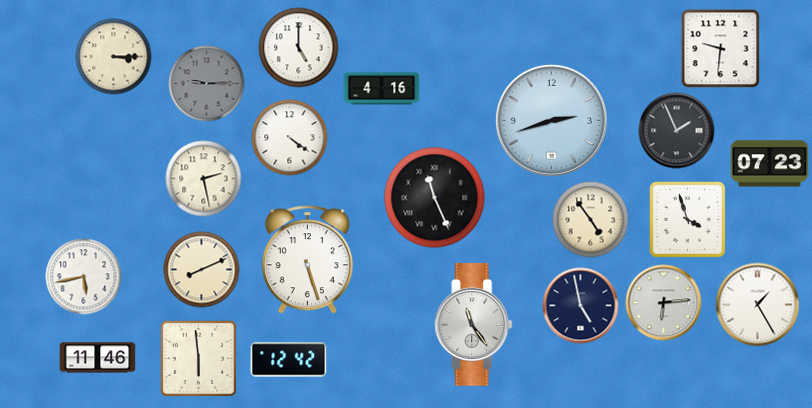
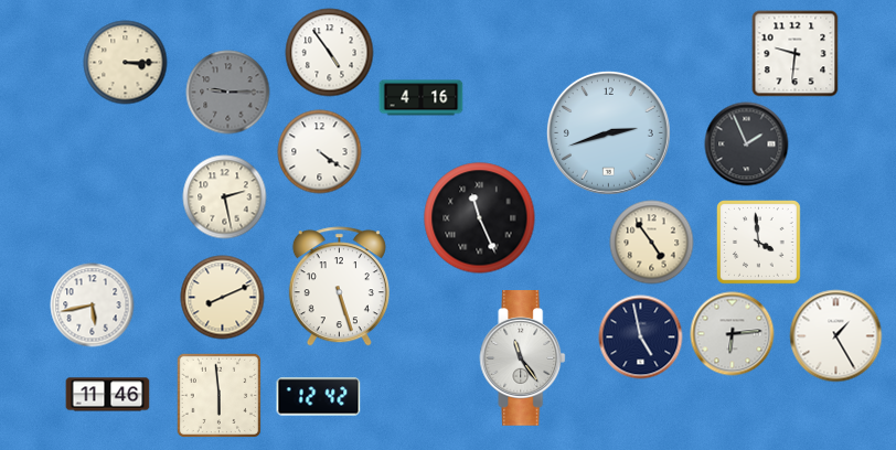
clock at (299, 48): 5:00 -> 4:54
clock at (770, 164): 07:23 -> none
clock at (688, 220): 3:57 -> 3:59
